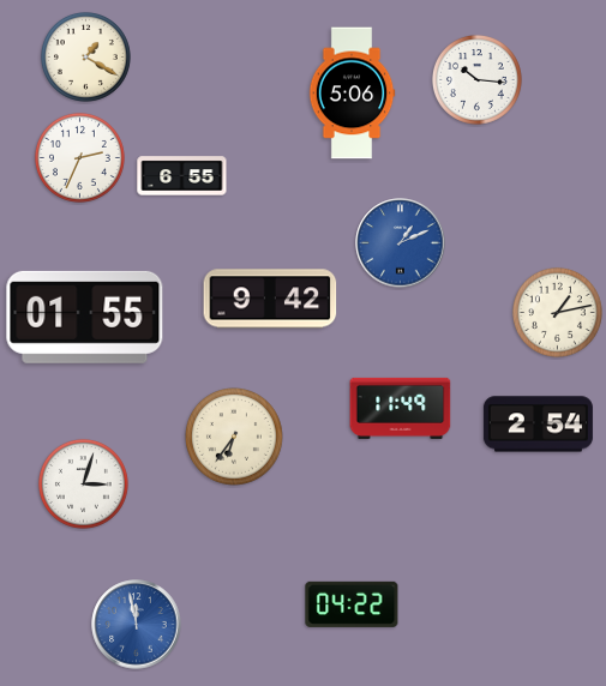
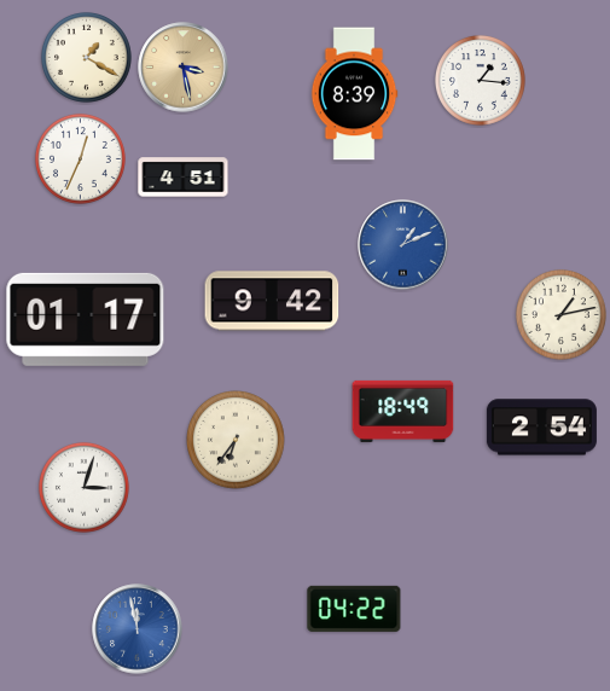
clock at (184, 68): none -> 3:28
clock at (476, 79): 10:16 -> 1:16
clock at (352, 94): 5:06 -> 8:39
clock at (79, 157): 2:34 -> 12:34
clock at (182, 176): 6:55 -> 4:51
clock at (85, 317): 01:55 -> 01:17
clock at (401, 408): 11:49 -> 18:49
